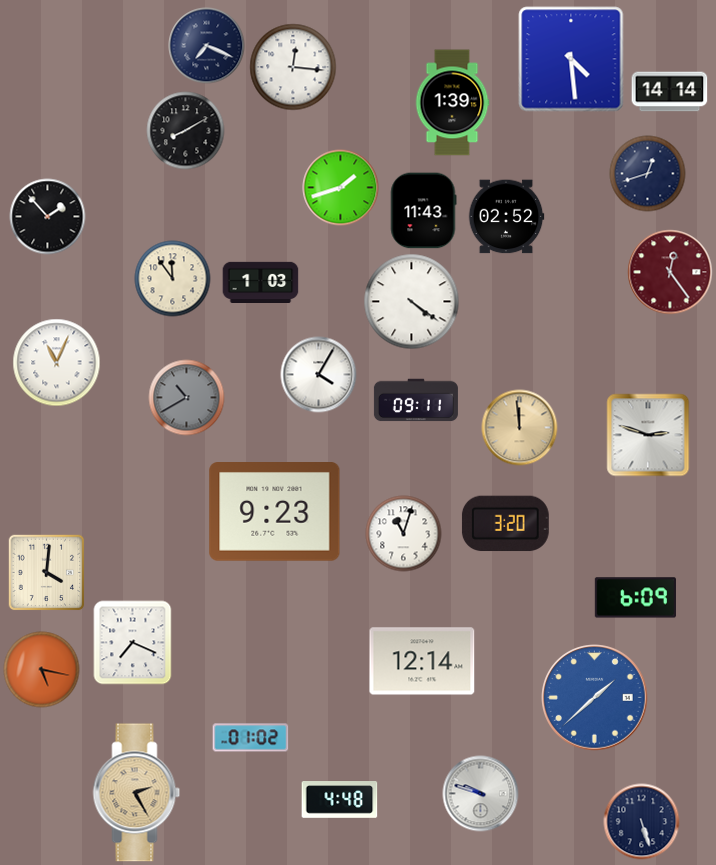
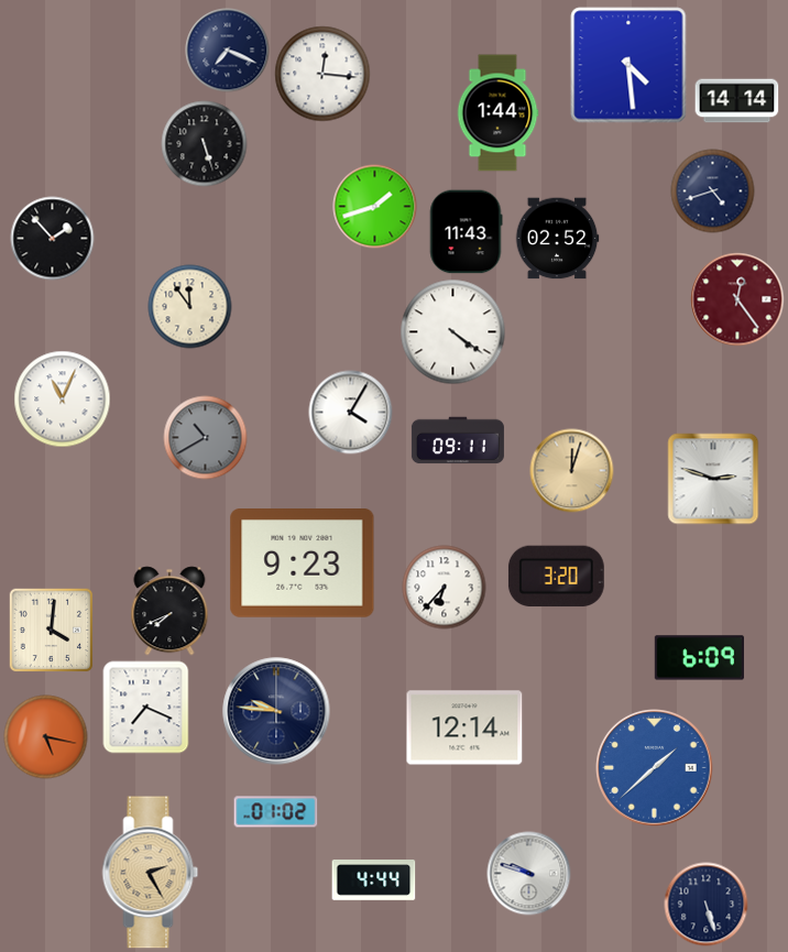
clock at (452, 103): 1:39 -> 1:44
clock at (186, 131): 8:10 -> 5:27
clock at (648, 174): 12:42 -> 4:42
clock at (261, 283): 1:03 -> none
clock at (520, 428): 11:59 -> 12:03
clock at (404, 534): 11:03 -> 6:37
clock at (169, 611): none -> 7:41
clock at (276, 711): none -> 9:46
clock at (340, 800): 4:48 -> 4:44
